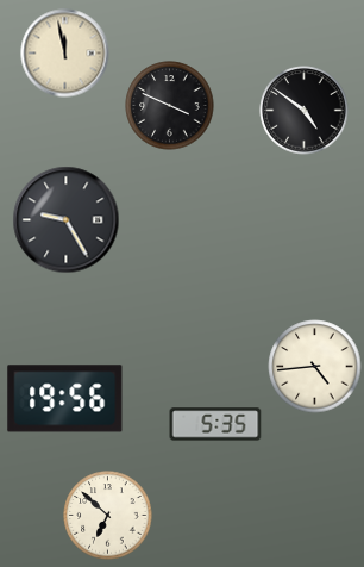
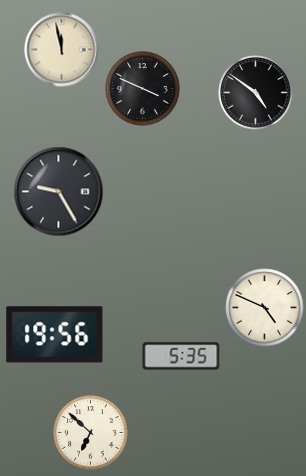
clock at (65, 54) position: (65, 54) -> (62, 50)
clock at (67, 220) position: (67, 220) -> (59, 192)
clock at (315, 367): 4:44 -> 4:49
